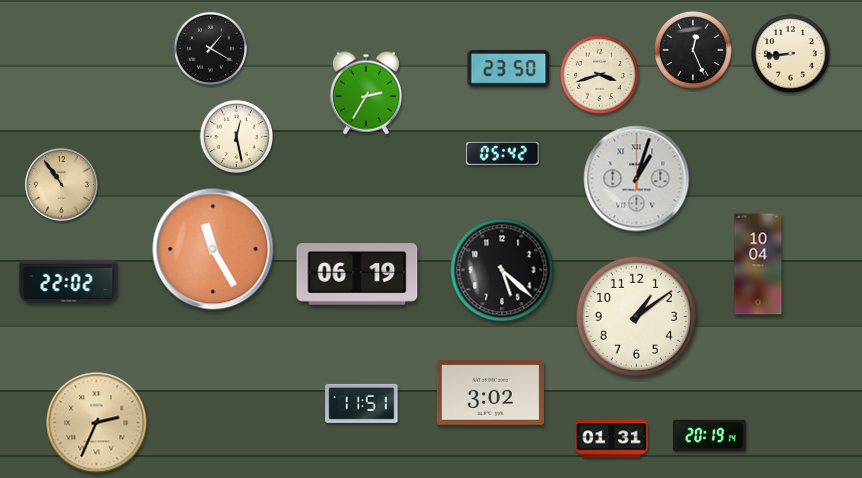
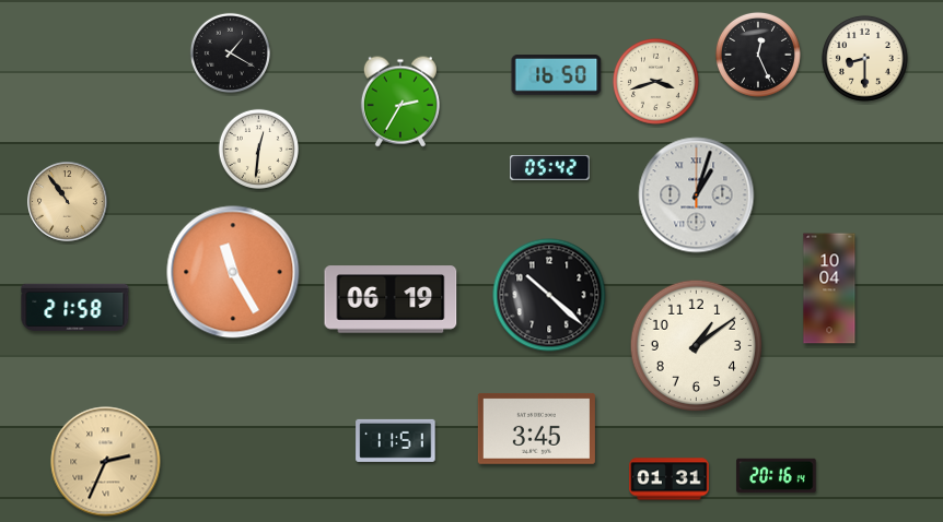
clock at (790, 53): 8:44 -> 8:30
clock at (509, 69): 23:50 -> 16:50
clock at (236, 136): 12:28 -> 12:31
clock at (502, 270): 5:22 -> 10:22
clock at (69, 281): 22:02 -> 21:58
clock at (490, 392): 3:02 -> 3:45
clock at (710, 436): 20:19 -> 20:16
